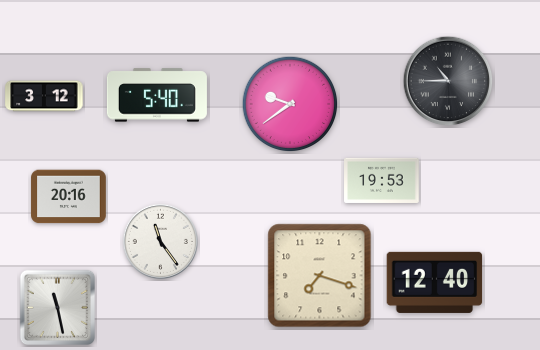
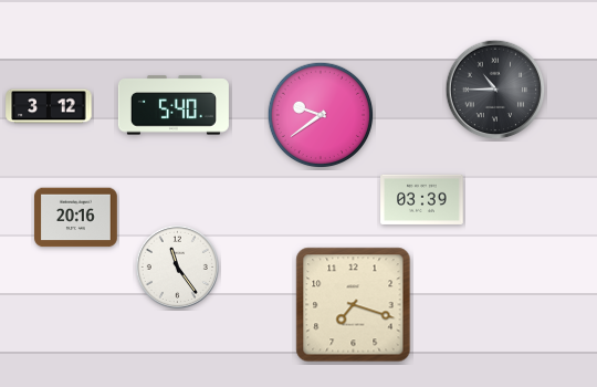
clock at (382, 180): 19:53 -> 03:39
clock at (435, 282): 12:40 -> none
clock at (57, 307): 11:28 -> none
